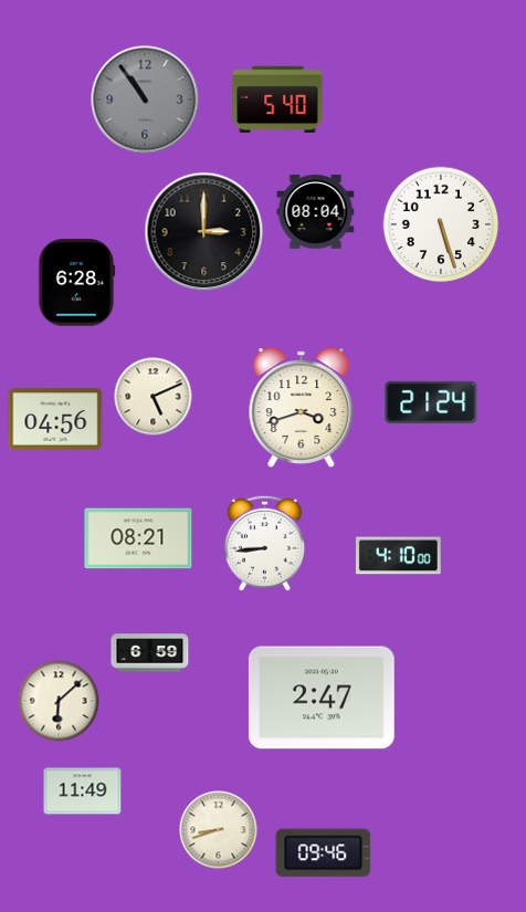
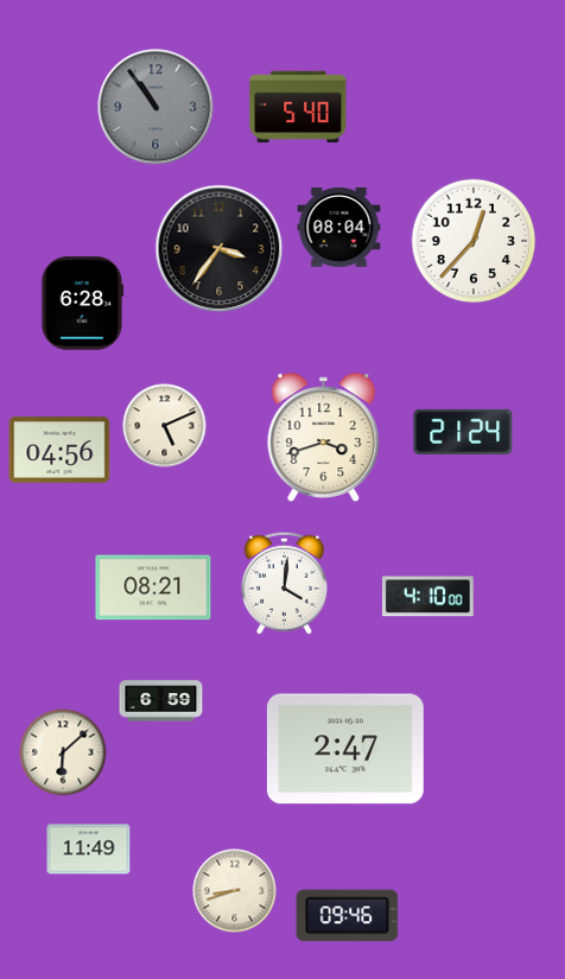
clock at (441, 224): 5:27 -> 12:37
clock at (204, 232): 3:00 -> 3:36
clock at (138, 538) position: (138, 538) -> (153, 587)
clock at (264, 543): 8:44 -> 4:01
